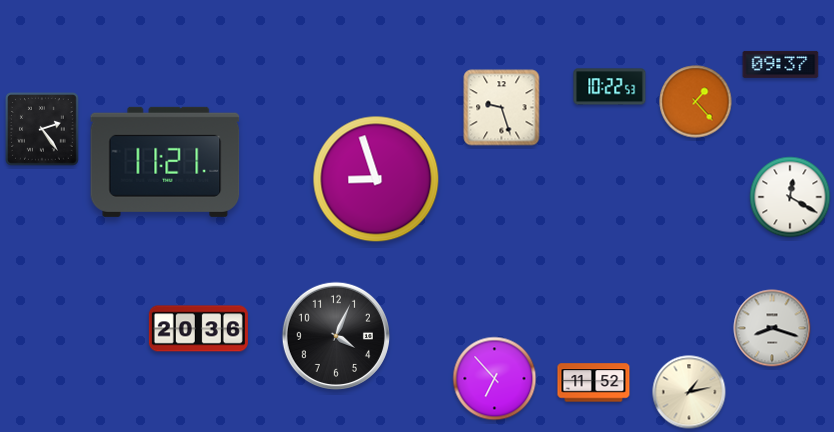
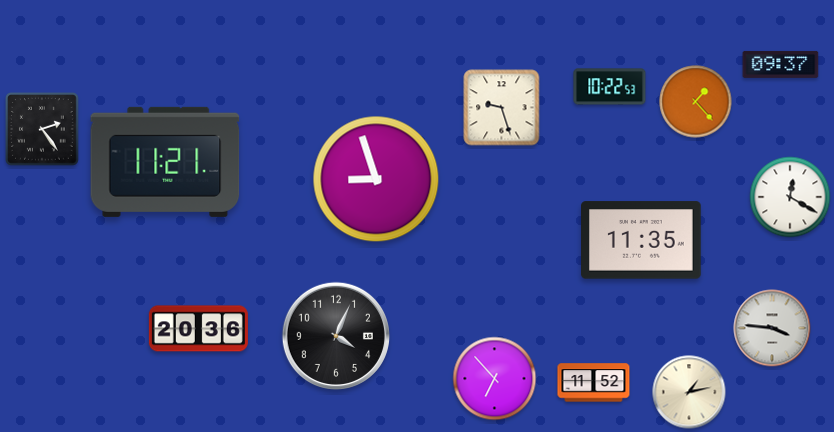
clock at (642, 240): none -> 11:35
clock at (772, 328): 8:18 -> 3:46
